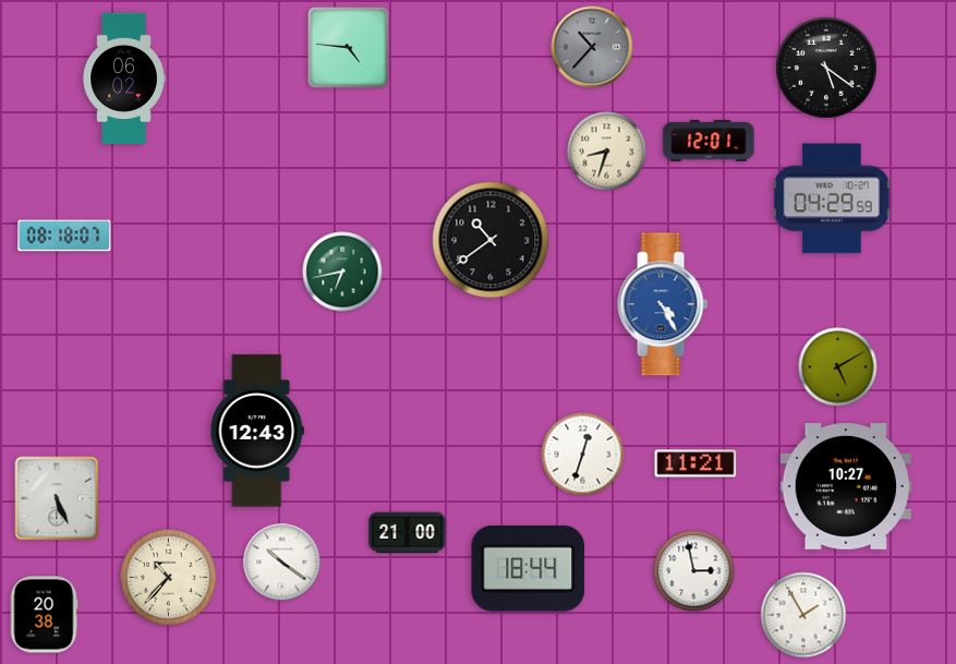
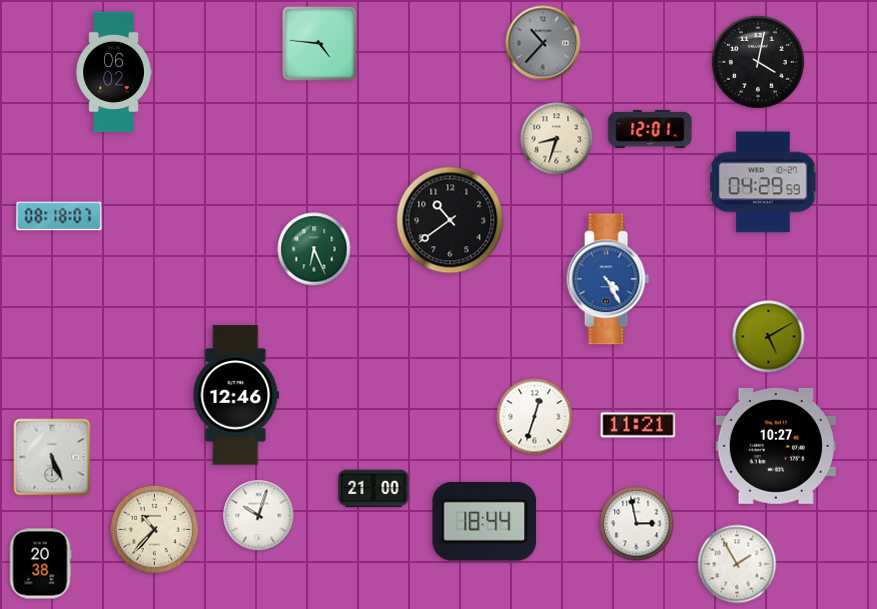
clock at (826, 68): 5:21 -> 4:02
clock at (342, 271): 6:43 -> 6:26
clock at (257, 431): 12:43 -> 12:46
clock at (282, 563): 10:21 -> 10:03
